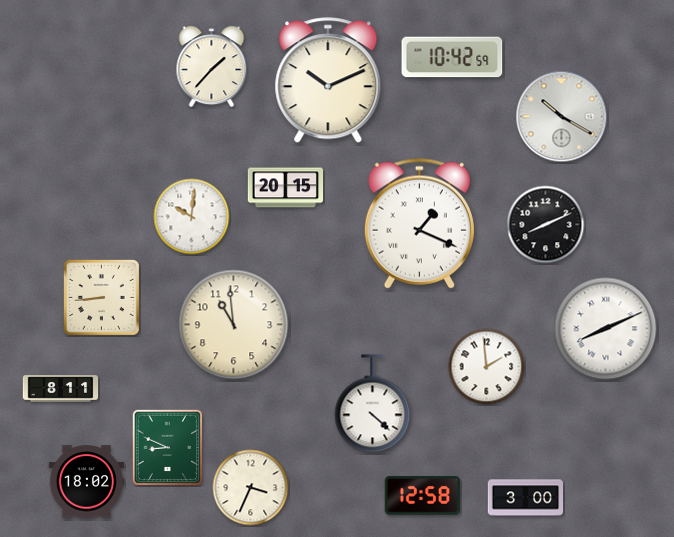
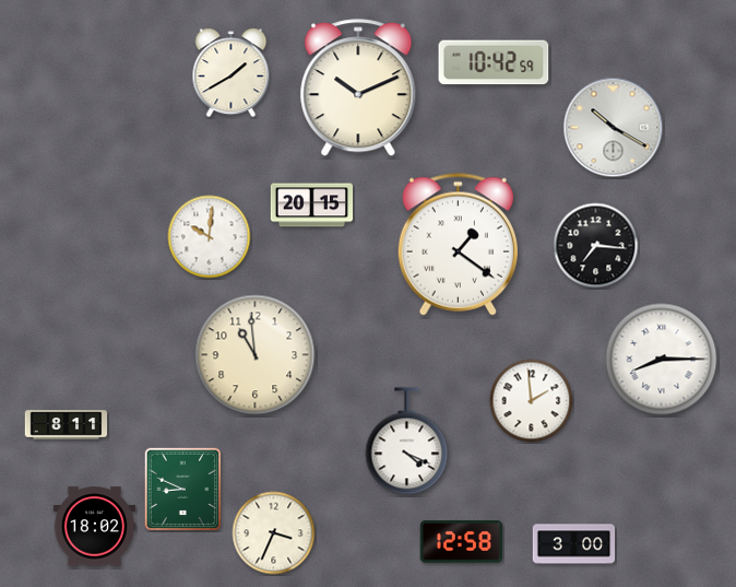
clock at (212, 67): 1:37 -> 1:40
clock at (419, 223): 1:19 -> 1:21
clock at (546, 225): 8:11 -> 7:16
clock at (101, 297): 8:44 -> none
clock at (606, 329): 8:11 -> 8:15
clock at (373, 404): 4:22 -> 4:19
